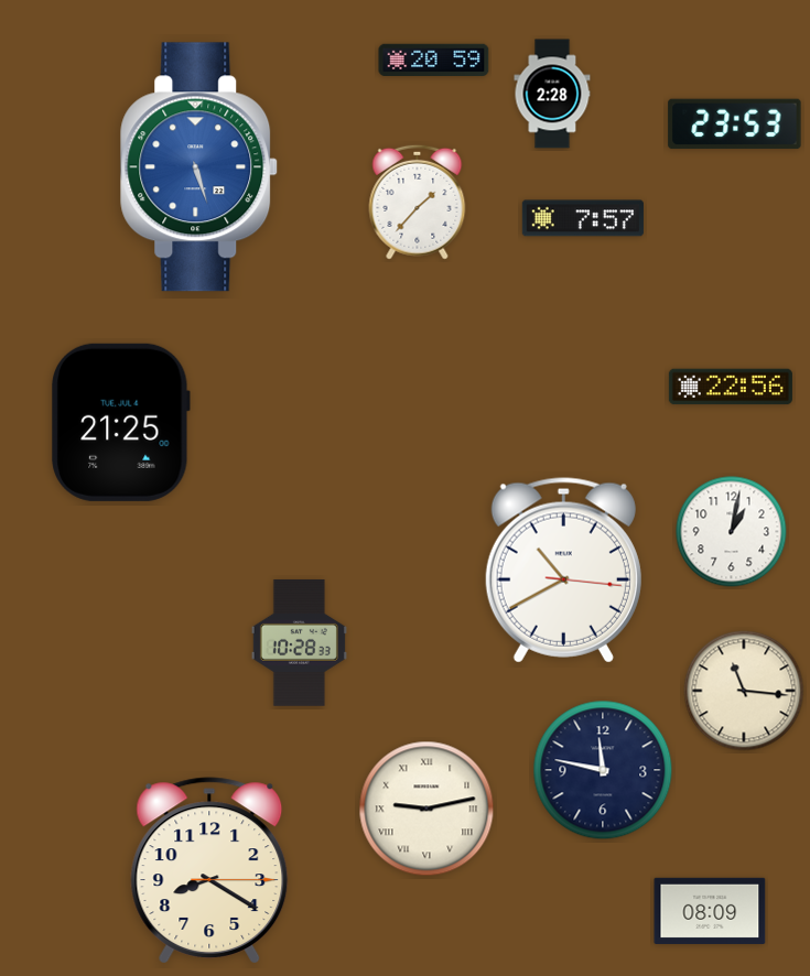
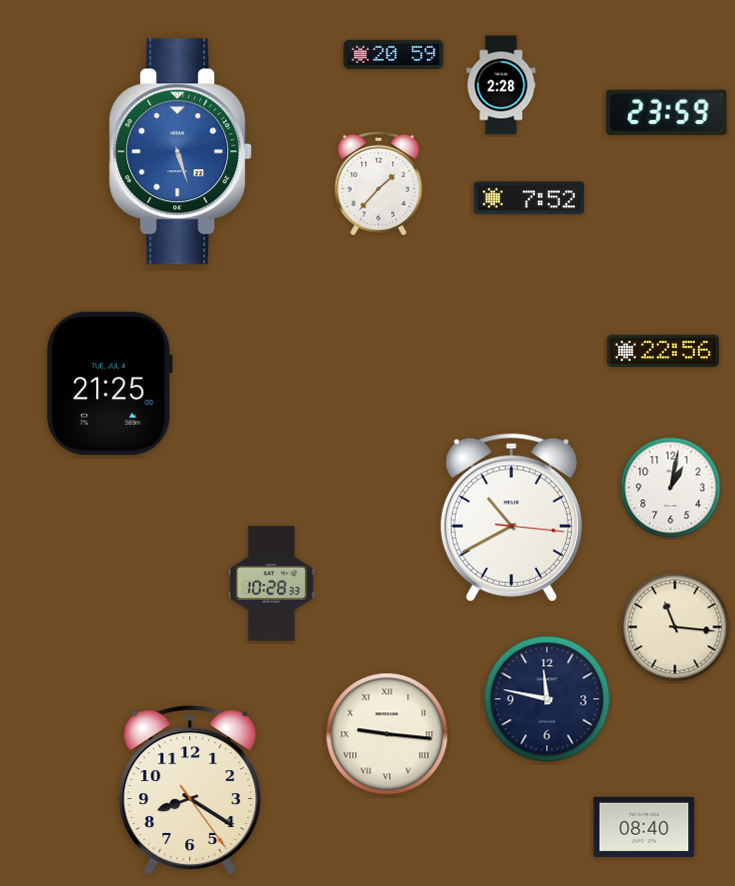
clock at (735, 124): 23:53 -> 23:59
clock at (583, 218): 7:57 -> 7:52
clock at (732, 532) position: (732, 532) -> (671, 488)
clock at (426, 809): 9:13 -> 9:16
clock at (209, 870): 8:20:15 -> 8:20:24
clock at (710, 911): 08:09 -> 08:40
